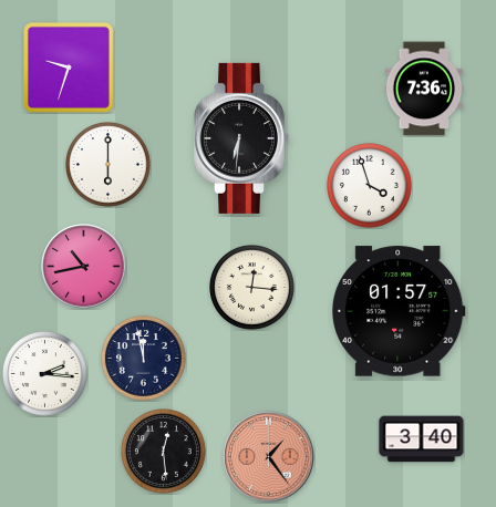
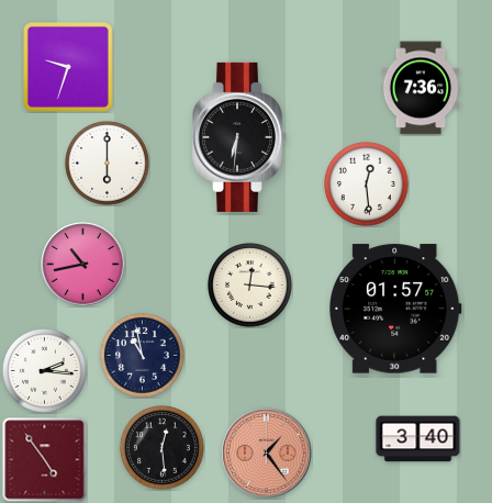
clock at (370, 186): 3:57 -> 12:29
clock at (144, 359): 11:58 -> 10:58
clock at (422, 439) position: (422, 439) -> (418, 439)
clock at (45, 460): none -> 4:54
